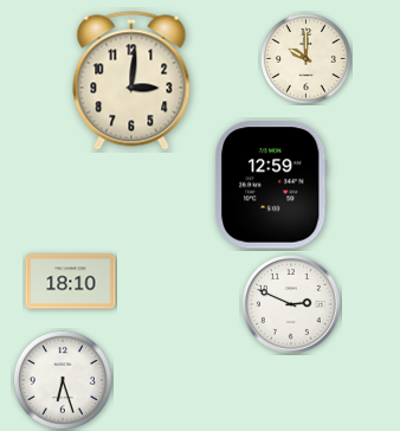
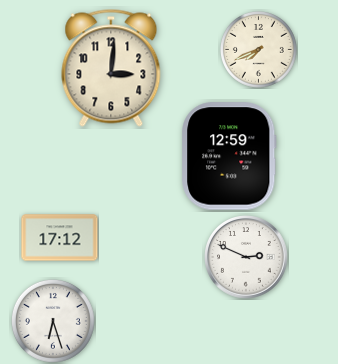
clock at (307, 59): 10:00 -> 7:41
clock at (71, 282): 18:10 -> 17:12
